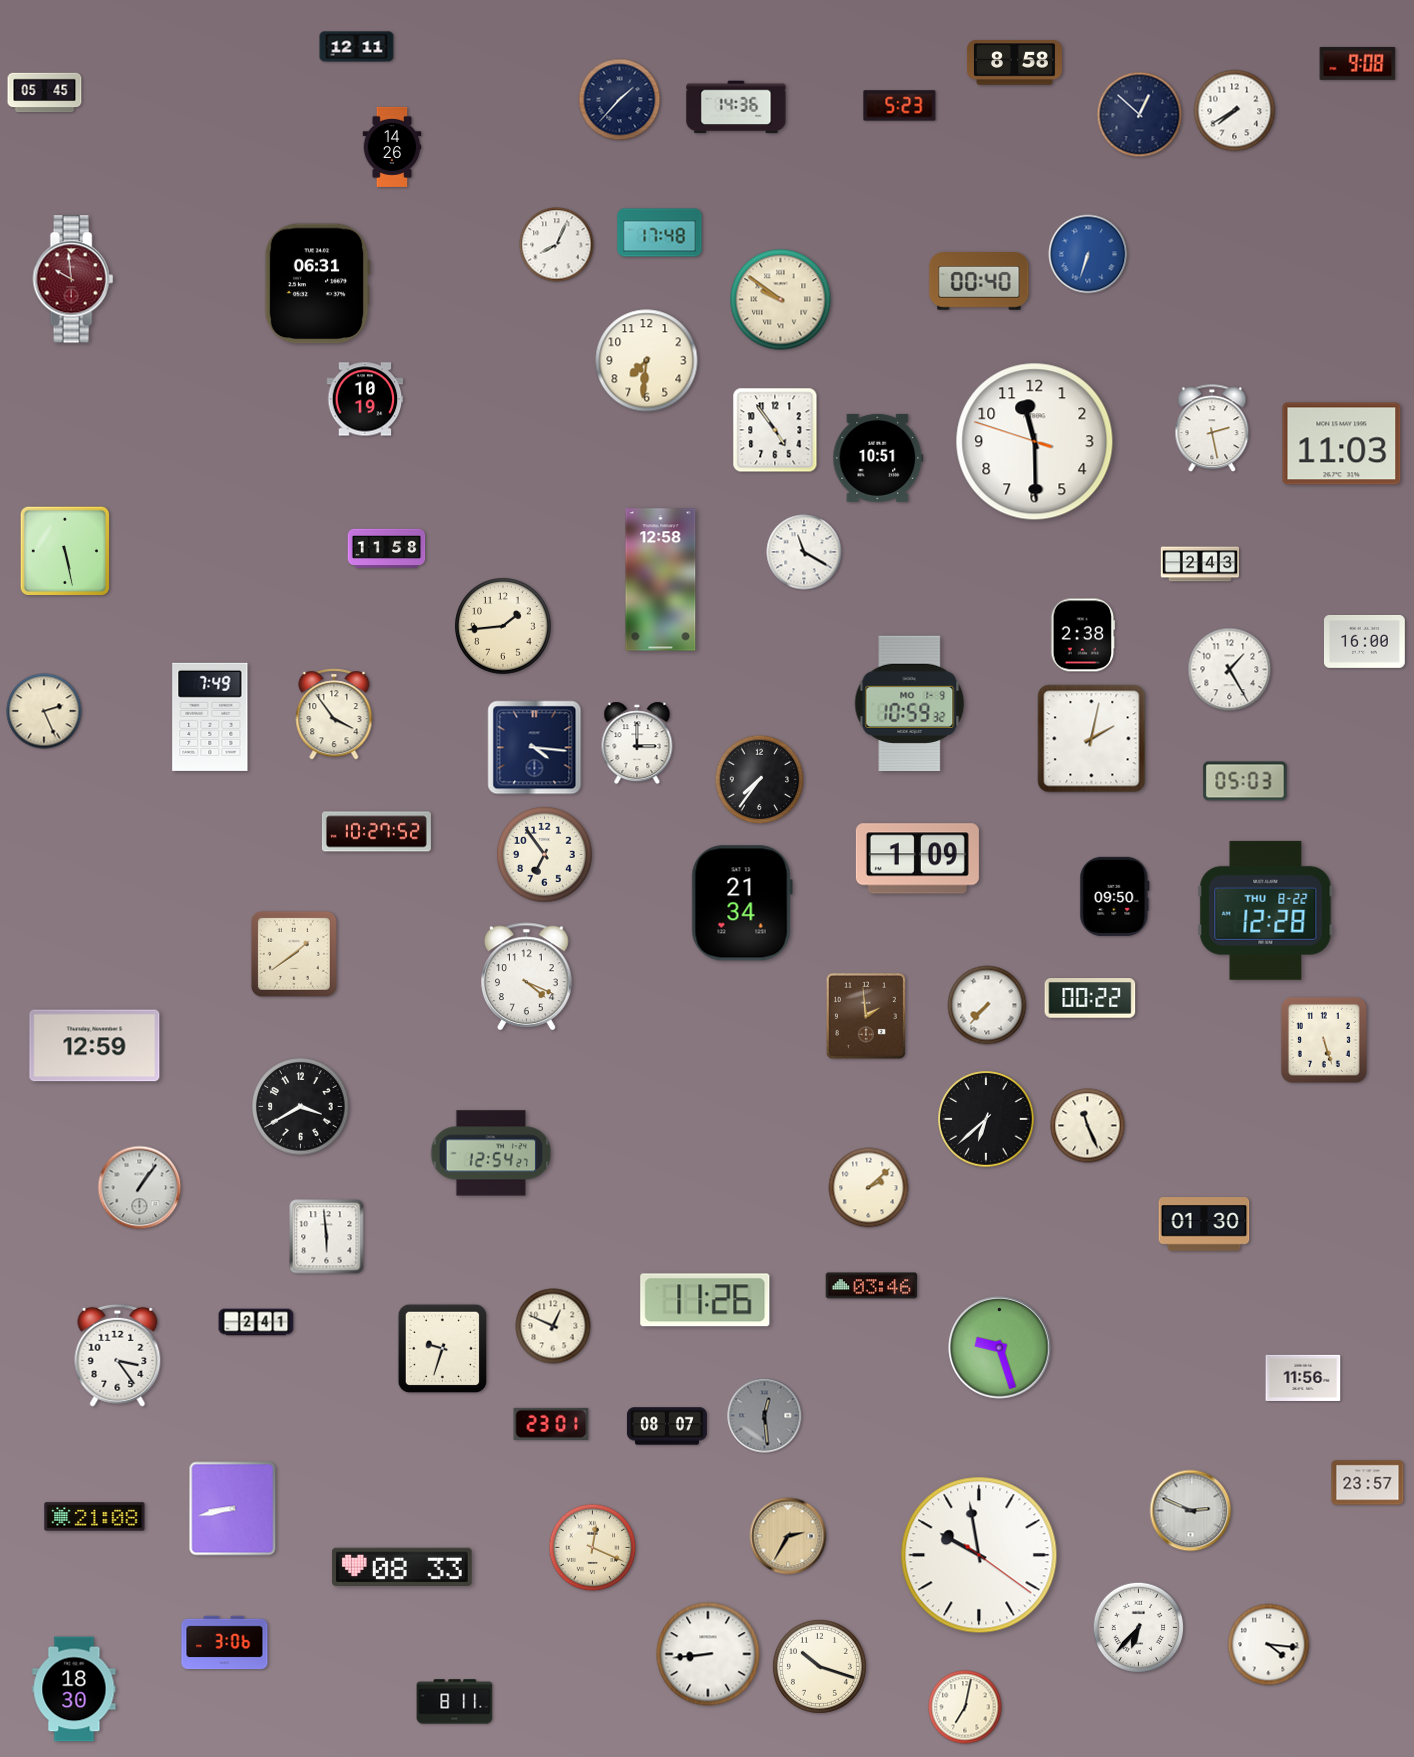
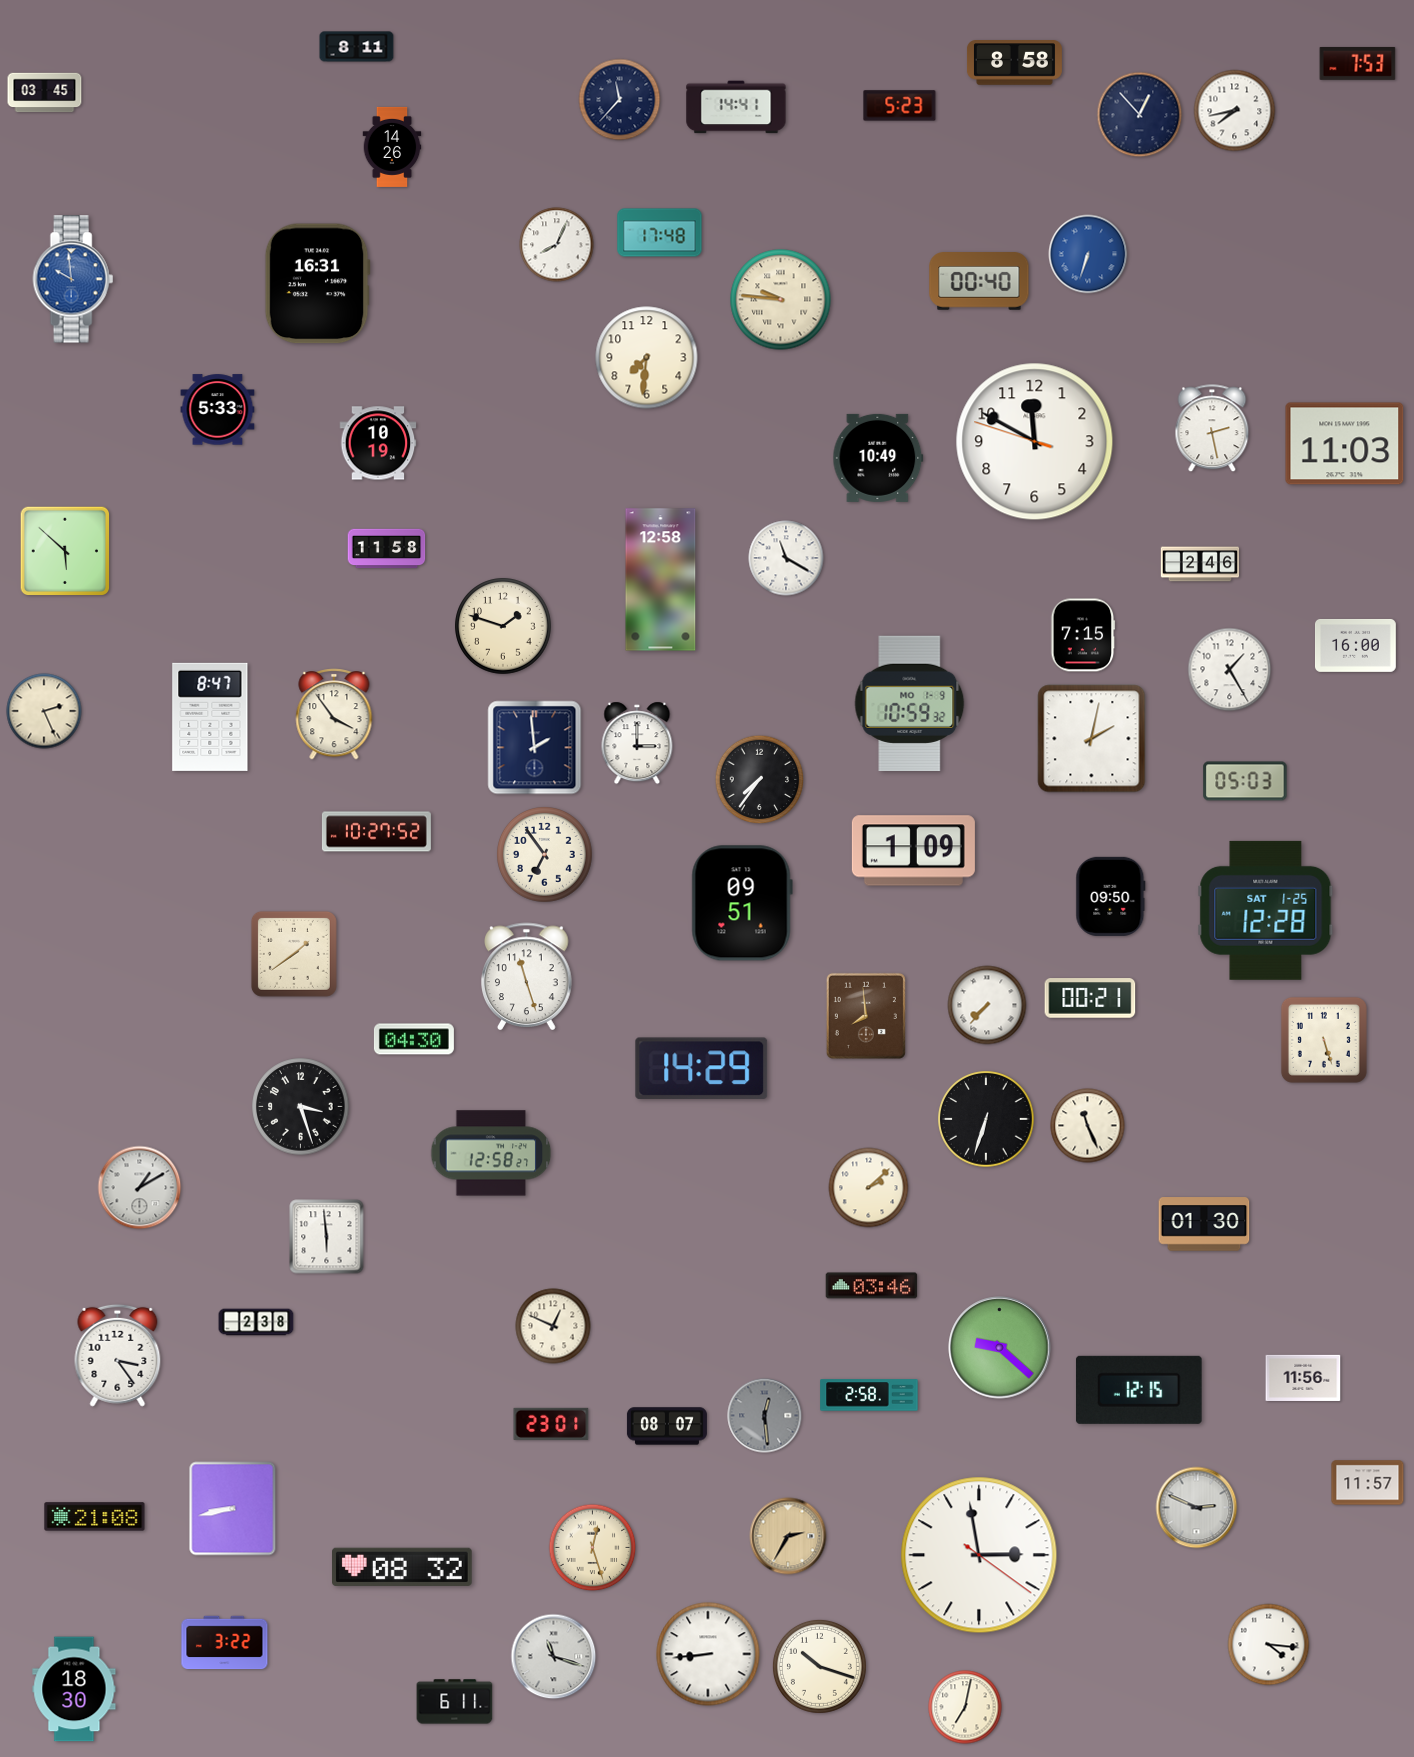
clock at (357, 47): 12:11 -> 8:11
clock at (1358, 64): 9:08 -> 7:53
clock at (45, 93): 05:45 -> 03:45
clock at (620, 100): 1:37 -> 11:37
clock at (736, 107): 14:36 -> 14:41
clock at (1235, 111): 7:40 -> 7:43
clock at (1140, 115): 12:52 -> 12:53
clock at (73, 279) dial: burgundy -> blue
clock at (317, 284): 06:31 -> 16:31
clock at (781, 300): 9:51 -> 9:46
clock at (647, 361) position: (647, 361) -> (647, 358)
clock at (365, 399) position: (365, 399) -> (378, 443)
clock at (218, 410): none -> 5:33
clock at (775, 430): 4:54 -> none
clock at (1035, 442): 11:29 -> 11:49
clock at (1342, 444) position: (1342, 444) -> (1345, 444)
clock at (878, 458): 10:51 -> 10:49
clock at (64, 550): 5:28 -> 5:52
clock at (804, 552) position: (804, 552) -> (786, 558)
clock at (1200, 564): 2:43 -> 2:46
clock at (503, 626): 1:44 -> 1:48
clock at (1083, 635): 2:38 -> 7:15
clock at (1365, 641) position: (1365, 641) -> (1356, 645)
clock at (210, 717): 7:49 -> 8:47
clock at (535, 748): 4:16 -> 1:59
clock at (917, 859) position: (917, 859) -> (913, 851)
clock at (1115, 896) position: (1115, 896) -> (1111, 896)
clock at (742, 903): 21:34 -> 09:51
clock at (1266, 910) date: THU 8-22 -> SAT 1-25
clock at (527, 976): 4:19 -> 11:27
clock at (1090, 998): 00:22 -> 00:21
clock at (866, 1016): 1:59 -> 7:59
clock at (414, 1039): none -> 04:30
clock at (95, 1046): 12:59 -> none
clock at (702, 1069): none -> 14:29
clock at (301, 1107): 3:40 -> 3:27
clock at (986, 1119): 6:38 -> 6:33
clock at (491, 1153): 12:54 -> 12:58
clock at (140, 1188): 1:06 -> 1:10
clock at (705, 1300): 11:26 -> none
clock at (256, 1322): 2:41 -> 2:38
clock at (1000, 1348): 9:27 -> 9:22
clock at (443, 1349): 9:33 -> none
clock at (1139, 1390): none -> 12:15
clock at (869, 1395): none -> 2:58
clock at (1368, 1483): 23:57 -> 11:57
clock at (1191, 1511) position: (1191, 1511) -> (1197, 1508)
clock at (593, 1548): 12:19 -> 12:27
clock at (979, 1555): 9:58 -> 2:58
clock at (403, 1567): 08:33 -> 08:32
clock at (1138, 1627): 6:37 -> none
clock at (225, 1643): 3:06 -> 3:22
clock at (554, 1657): none -> 11:18
clock at (455, 1702): 8:11 -> 6:11
